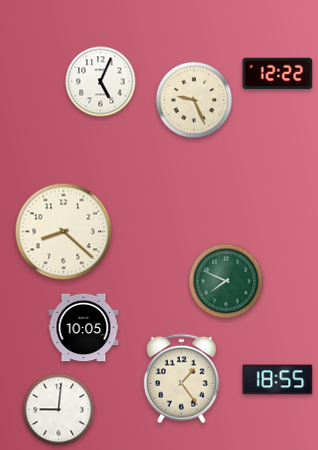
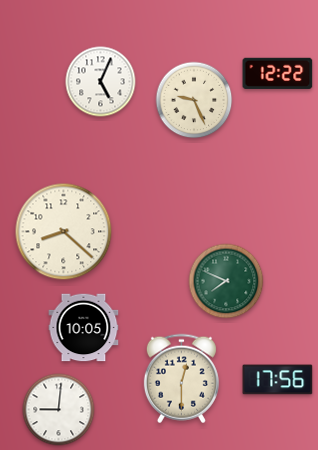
clock at (181, 379): 1:24 -> 12:30
clock at (278, 380): 18:55 -> 17:56
